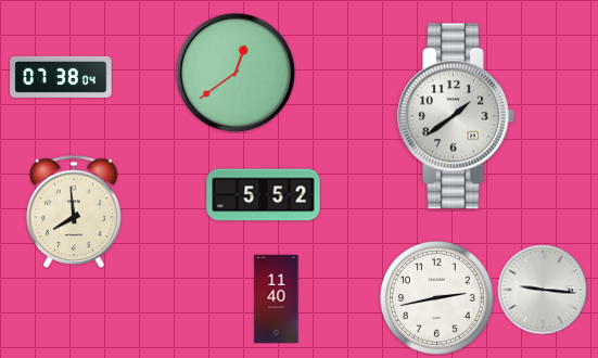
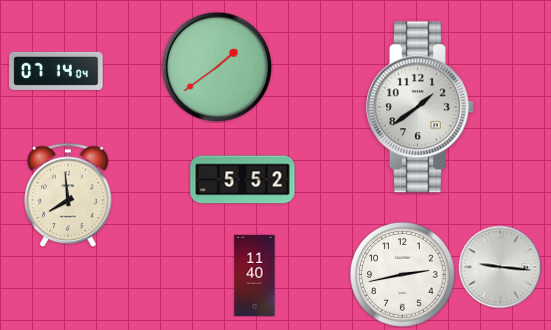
clock at (236, 73): 12:39 -> 1:39
clock at (61, 77): 07:38 -> 07:14
